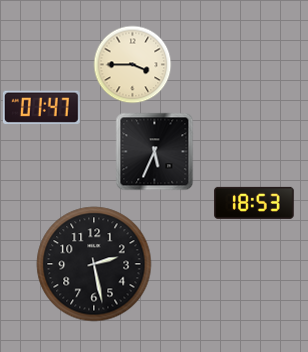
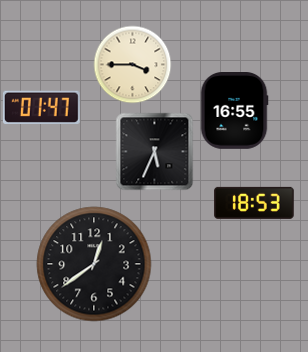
clock at (234, 111): none -> 16:55
clock at (94, 264): 2:28 -> 12:39
